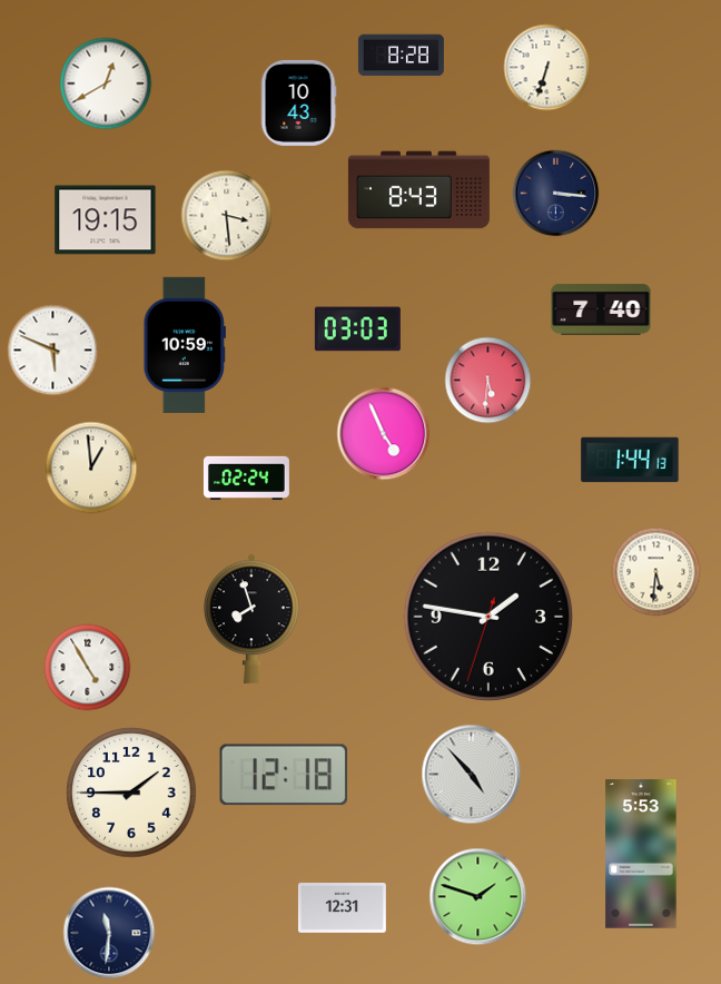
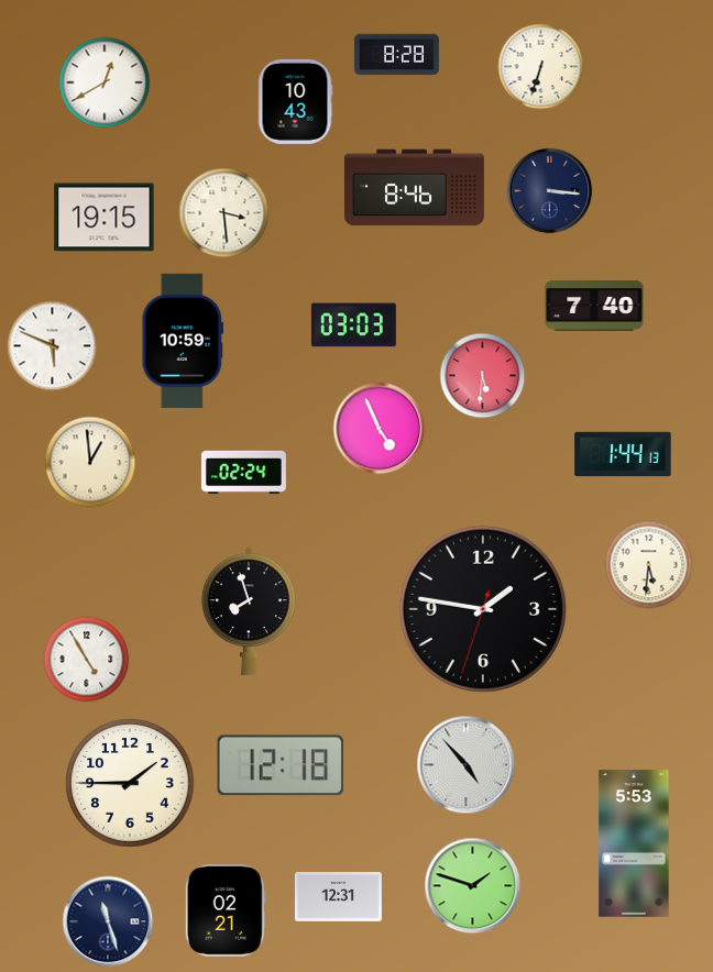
clock at (418, 190): 8:43 -> 8:46
clock at (226, 910): none -> 02:21
clock at (109, 933): 11:31 -> 11:27
